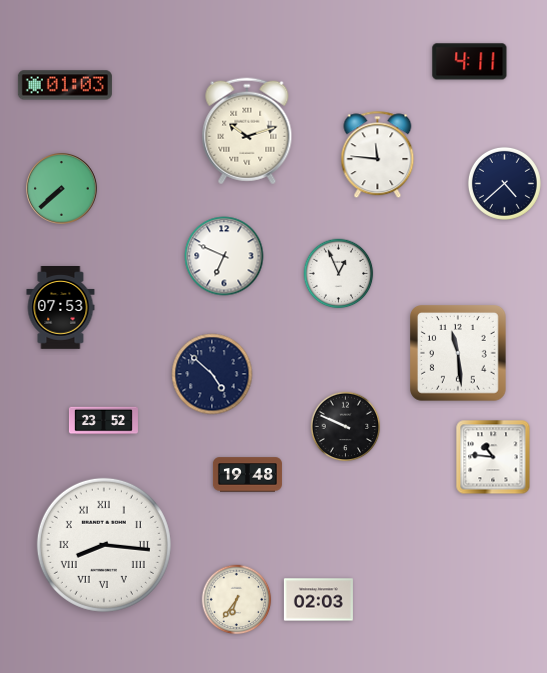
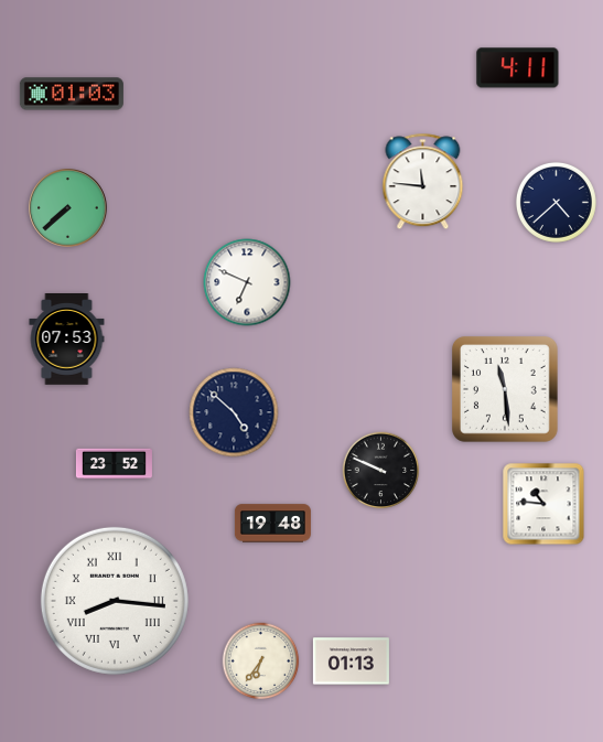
clock at (247, 131): 10:12 -> none
clock at (378, 155) position: (378, 155) -> (423, 182)
clock at (339, 274): 12:56 -> none
clock at (318, 600): 02:03 -> 01:13
